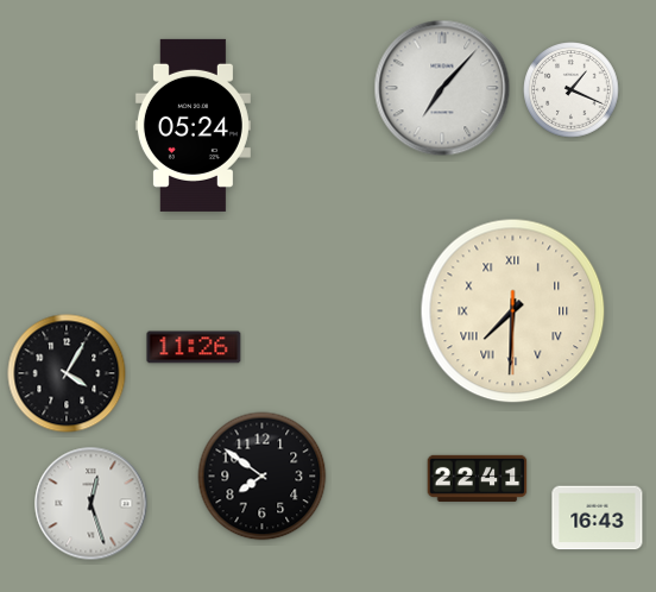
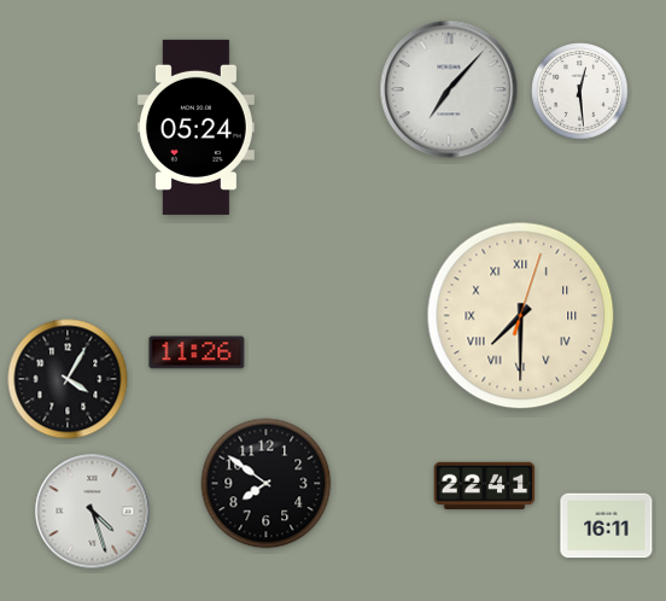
clock at (572, 90): 1:19 -> 12:29
clock at (513, 311): 7:30:30 -> 7:30:03
clock at (92, 504): 12:27 -> 4:27
clock at (598, 518): 16:43 -> 16:11
